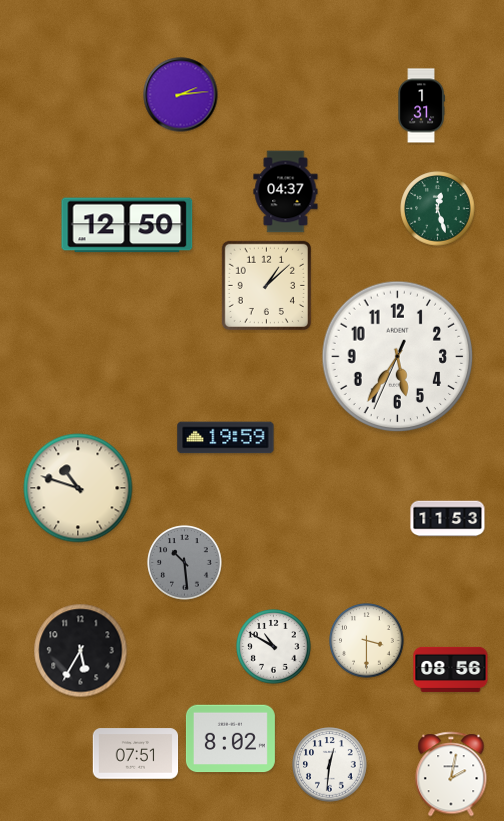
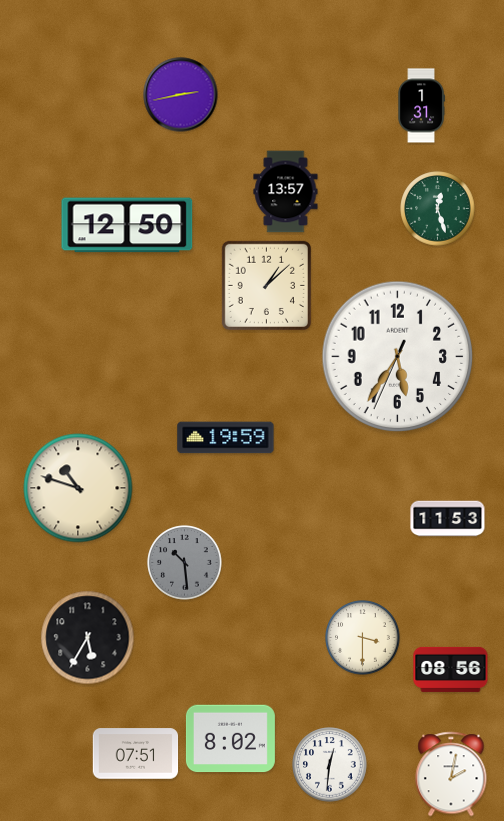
clock at (181, 95): 2:14 -> 2:43
clock at (286, 192): 04:37 -> 13:57
clock at (367, 641) position: (367, 641) -> (363, 638)
clock at (274, 647): 10:50 -> none
clock at (81, 651) position: (81, 651) -> (88, 638)
